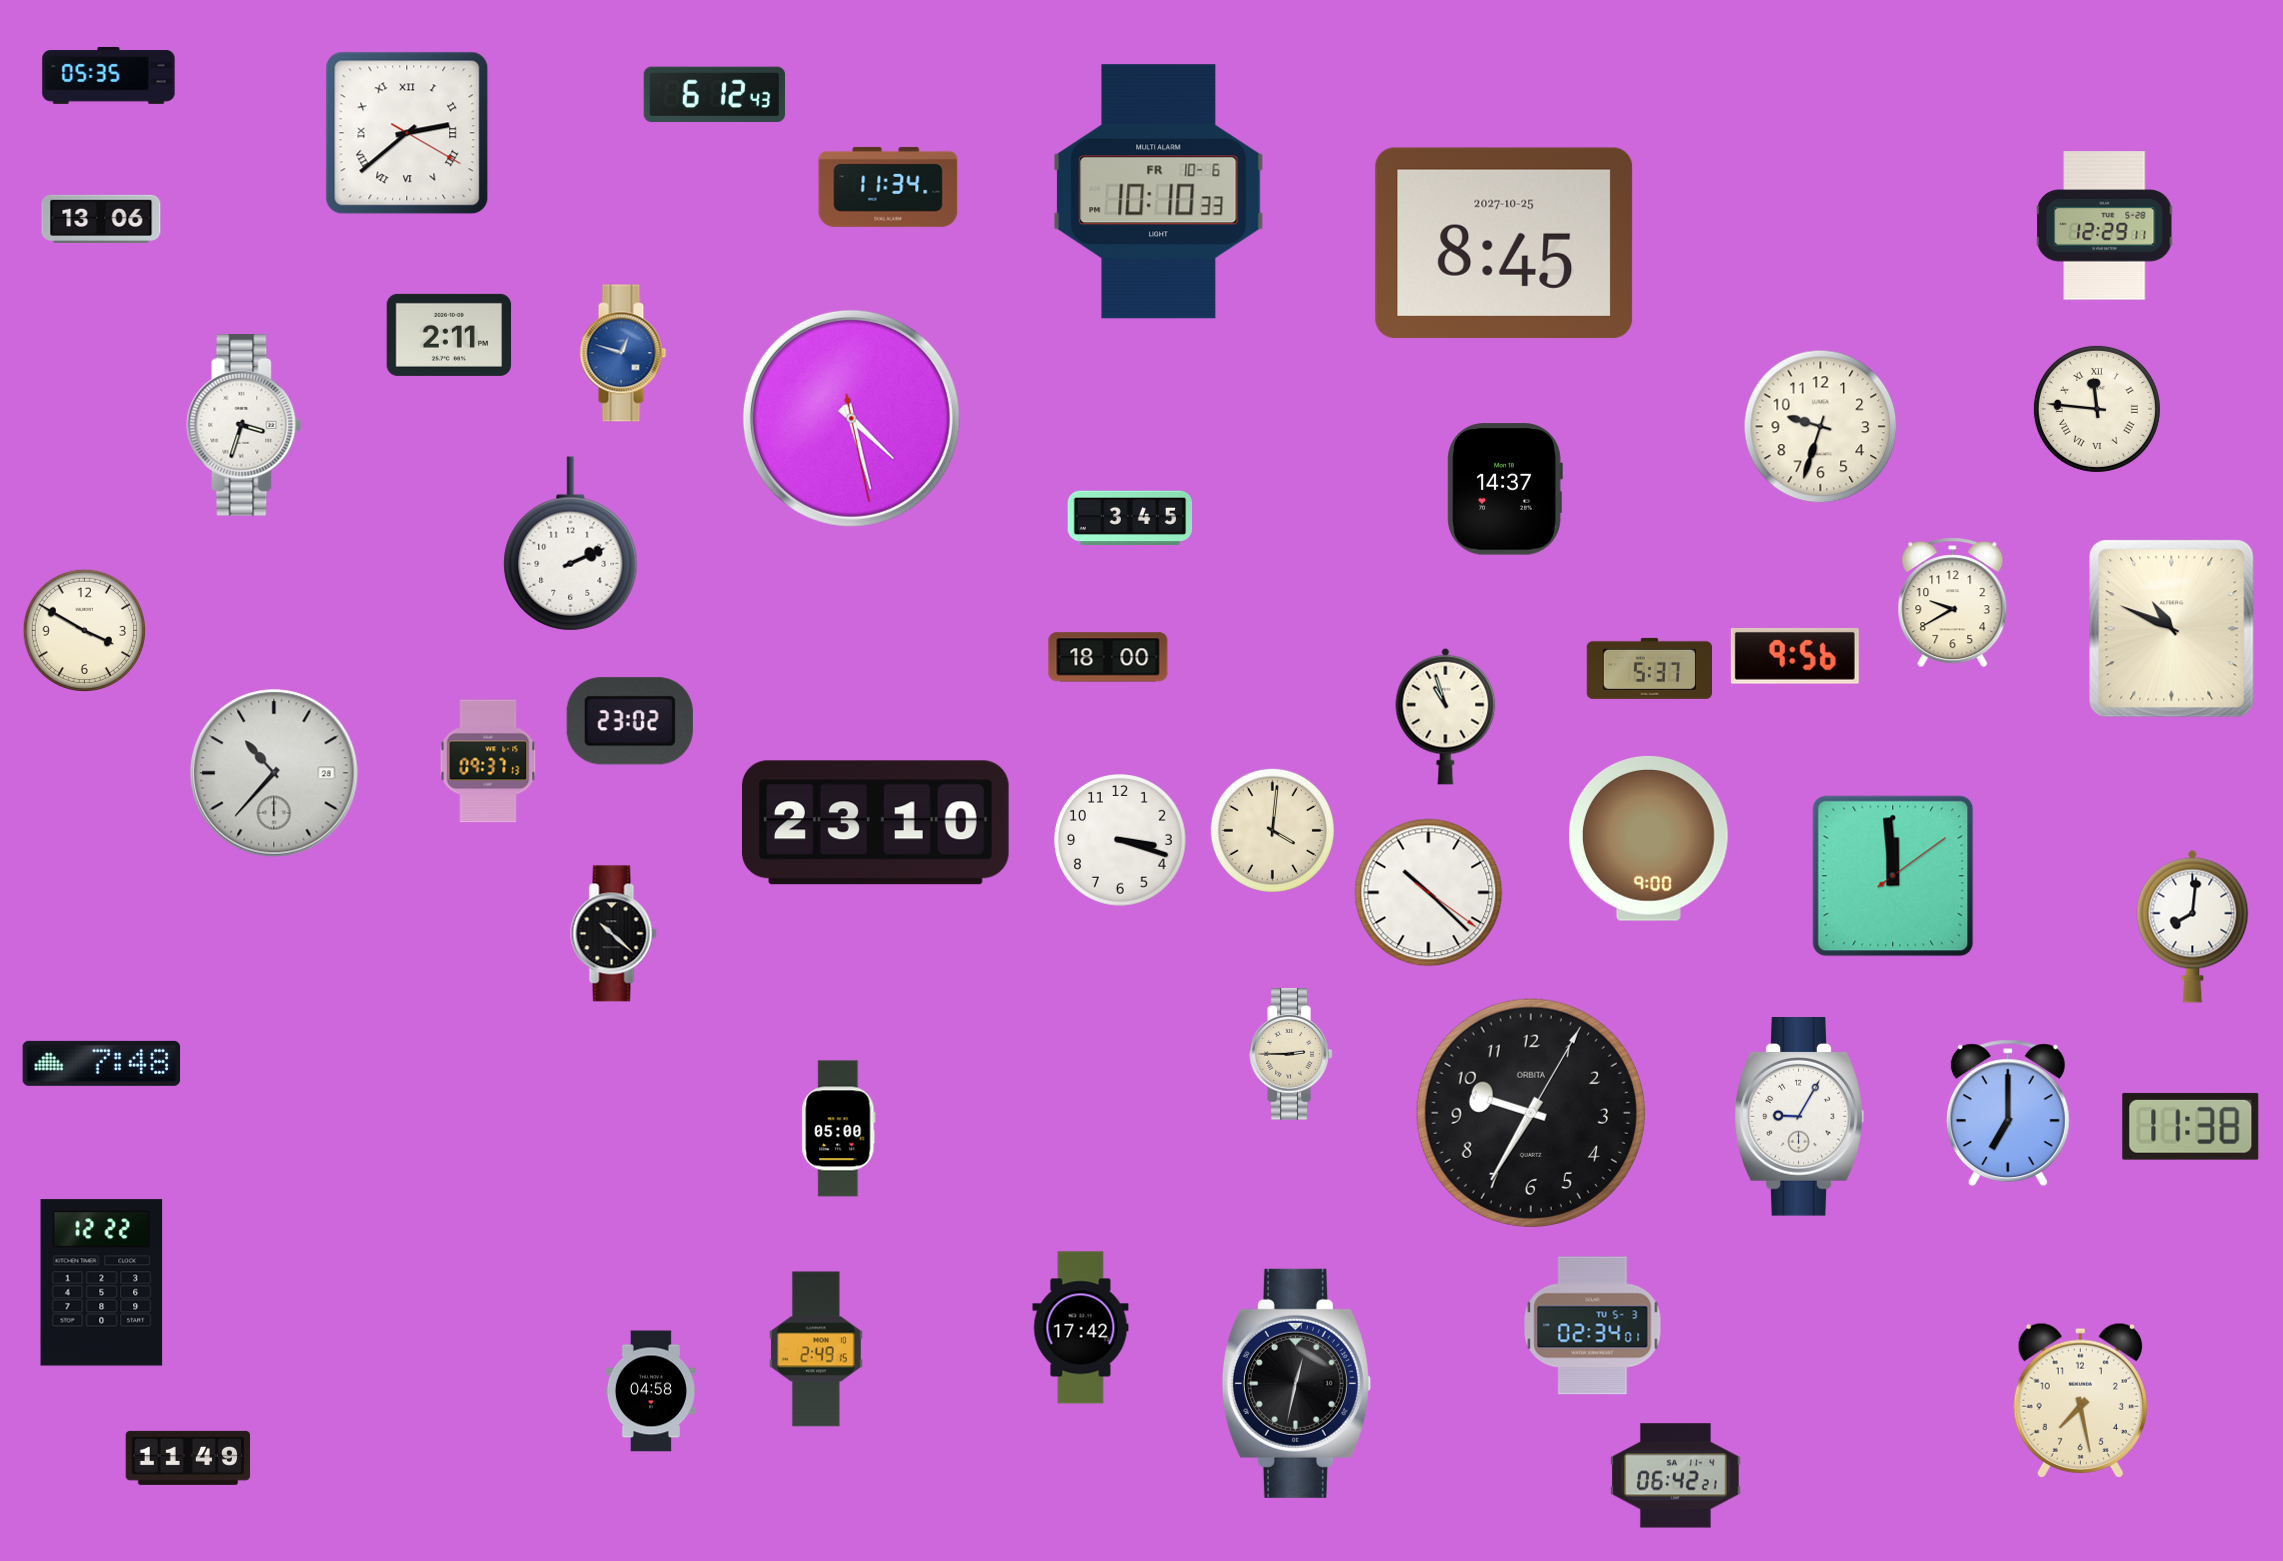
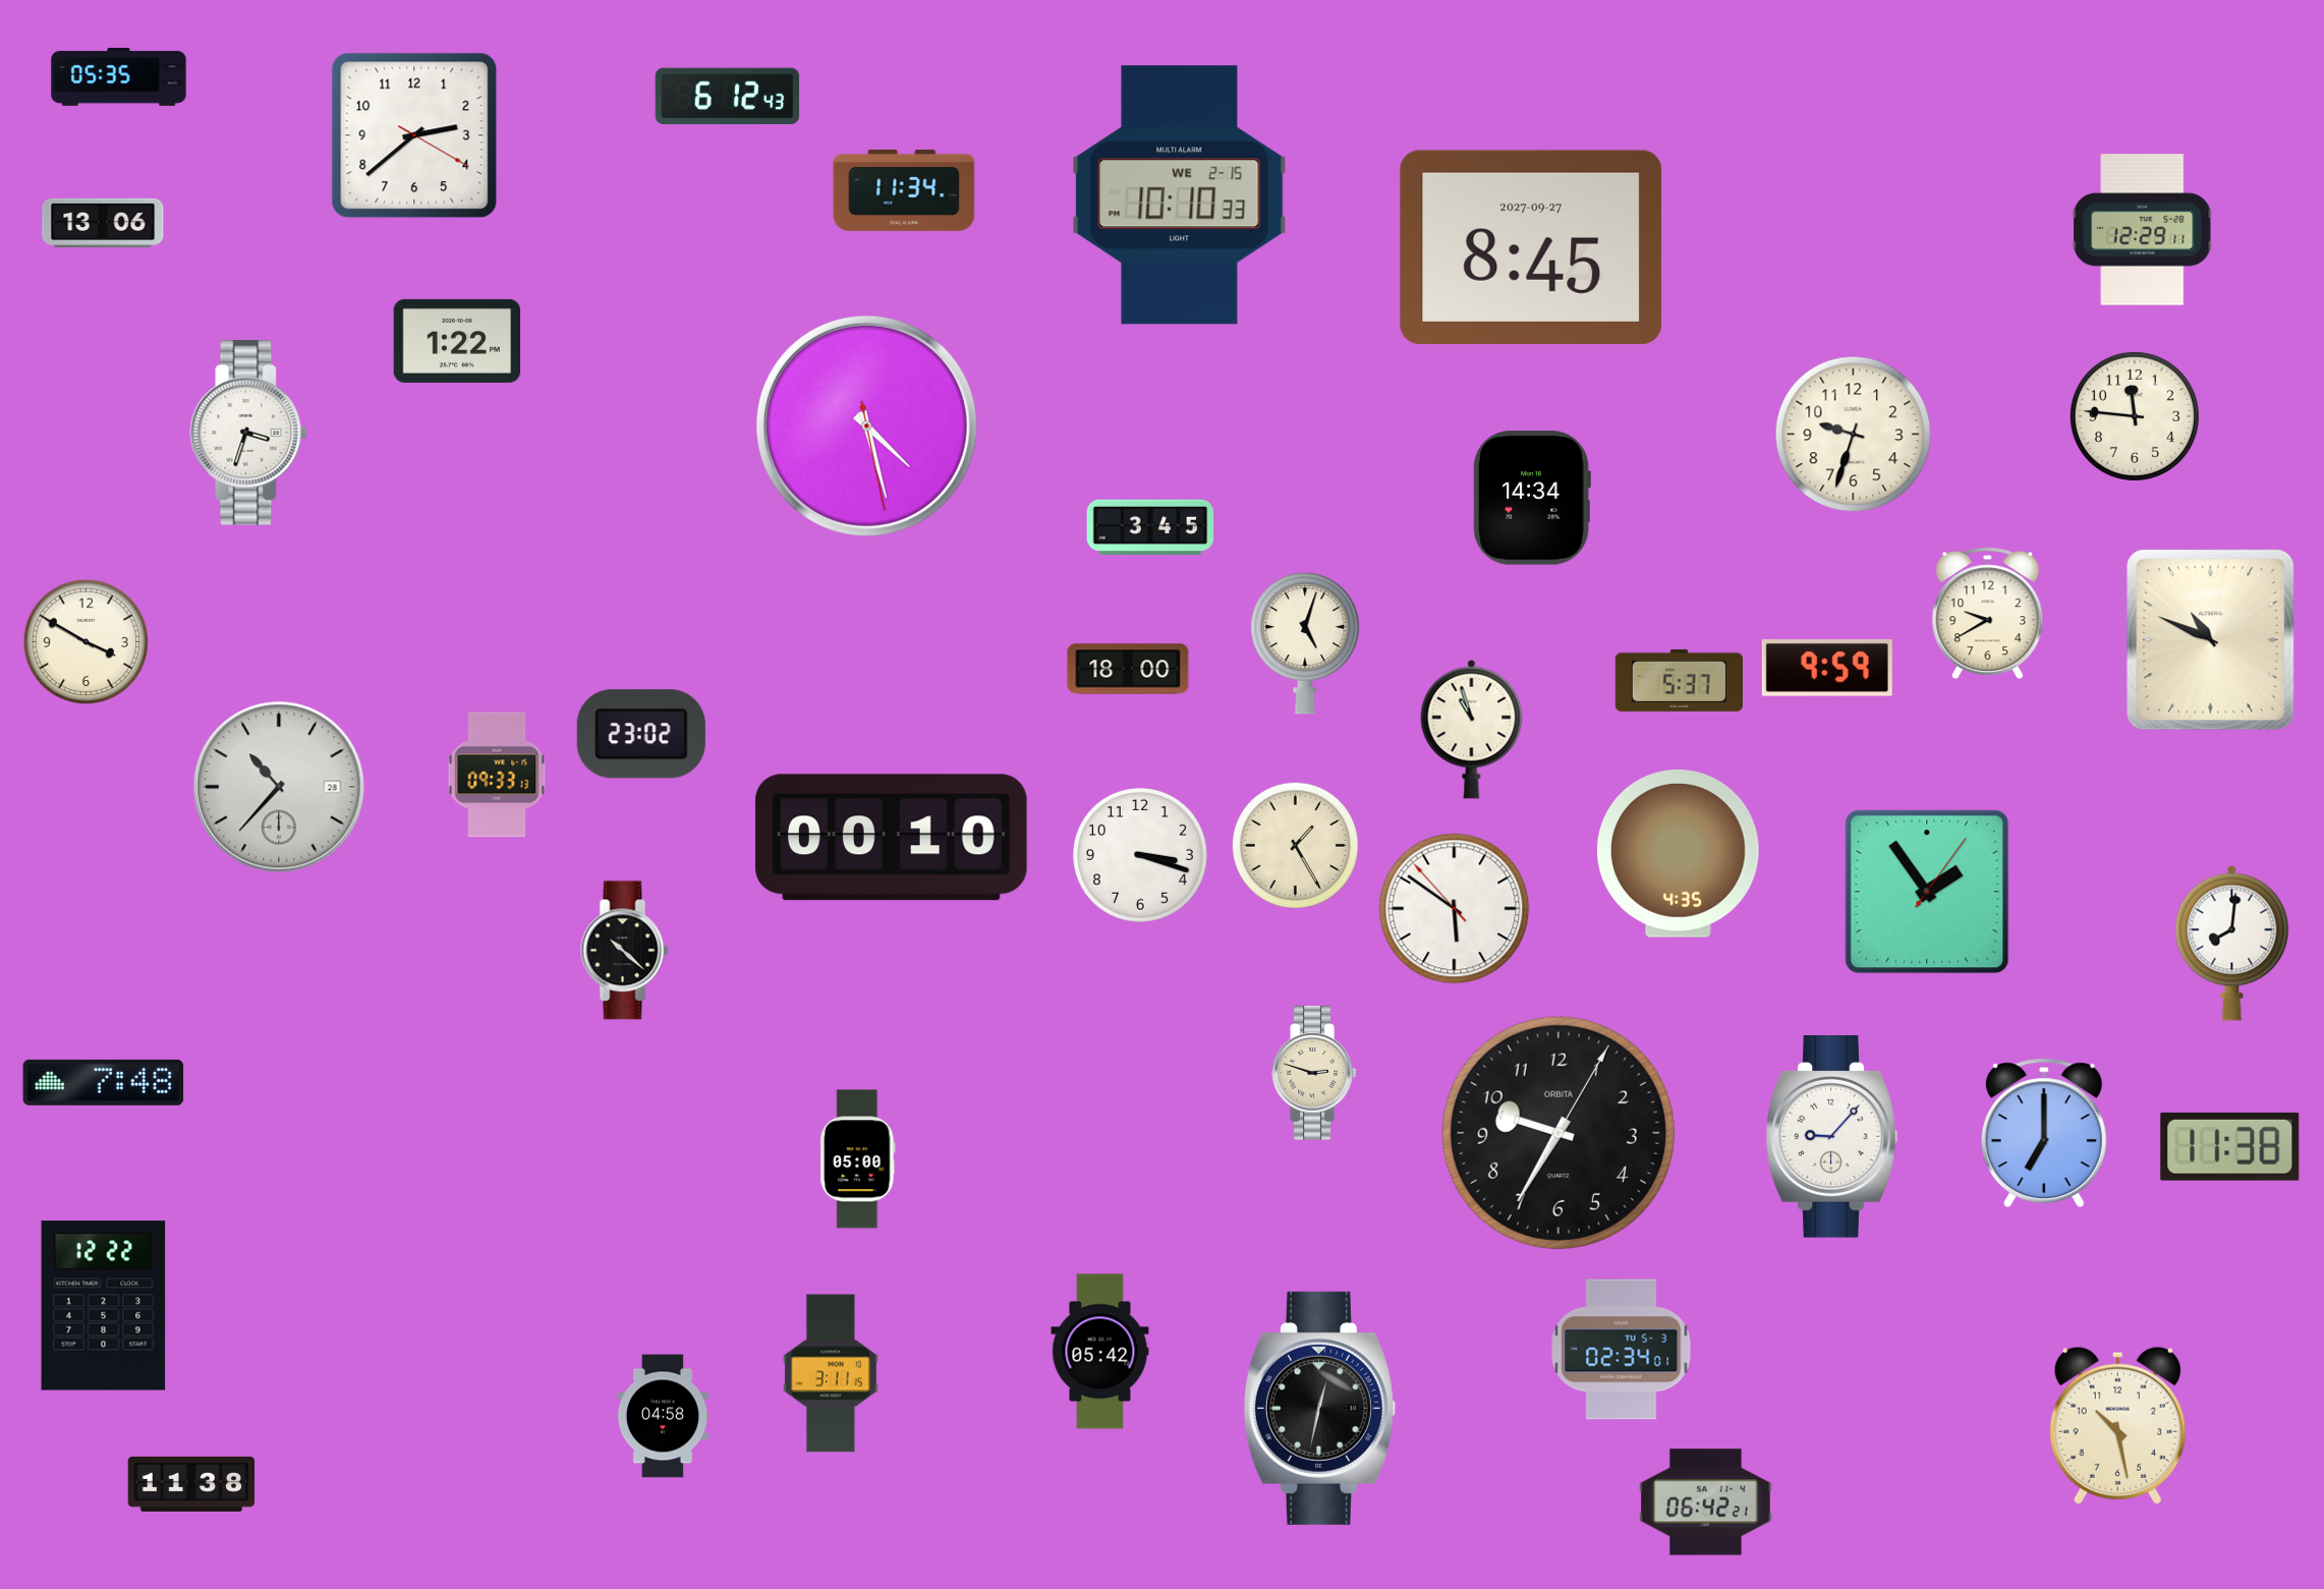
clock at (109, 76) position: (109, 76) -> (119, 77)
clock at (407, 133) numerals: Roman -> Arabic
clock at (1159, 192) date: FR 10-6 -> WE 2-15
clock at (1504, 243) date: 2027-10-25 -> 2027-09-27
clock at (449, 335): 2:11 -> 1:22
clock at (623, 353): 12:48 -> none
clock at (2097, 409) numerals: Roman -> Arabic
clock at (1505, 489): 14:37 -> 14:34
clock at (571, 544): 2:11 -> none
clock at (1305, 643): none -> 5:03
clock at (1795, 656): 9:56 -> 9:59
clock at (488, 761): 09:37 -> 09:33
clock at (876, 823): 23:10 -> 00:10
clock at (1272, 830): 4:01 -> 1:25
clock at (1648, 839): 9:00 -> 4:35
clock at (1893, 876): 11:59 -> 1:54
clock at (1429, 893): 10:22 -> 5:50
clock at (1291, 1054): 2:45 -> 2:48
clock at (1799, 1117): 9:05 -> 9:07
clock at (839, 1129) position: (839, 1129) -> (858, 1159)
clock at (1081, 1328): 17:42 -> 05:42
clock at (816, 1349): 2:49 -> 3:11
clock at (2080, 1400): 7:28 -> 10:28
clock at (188, 1458): 11:49 -> 11:38
